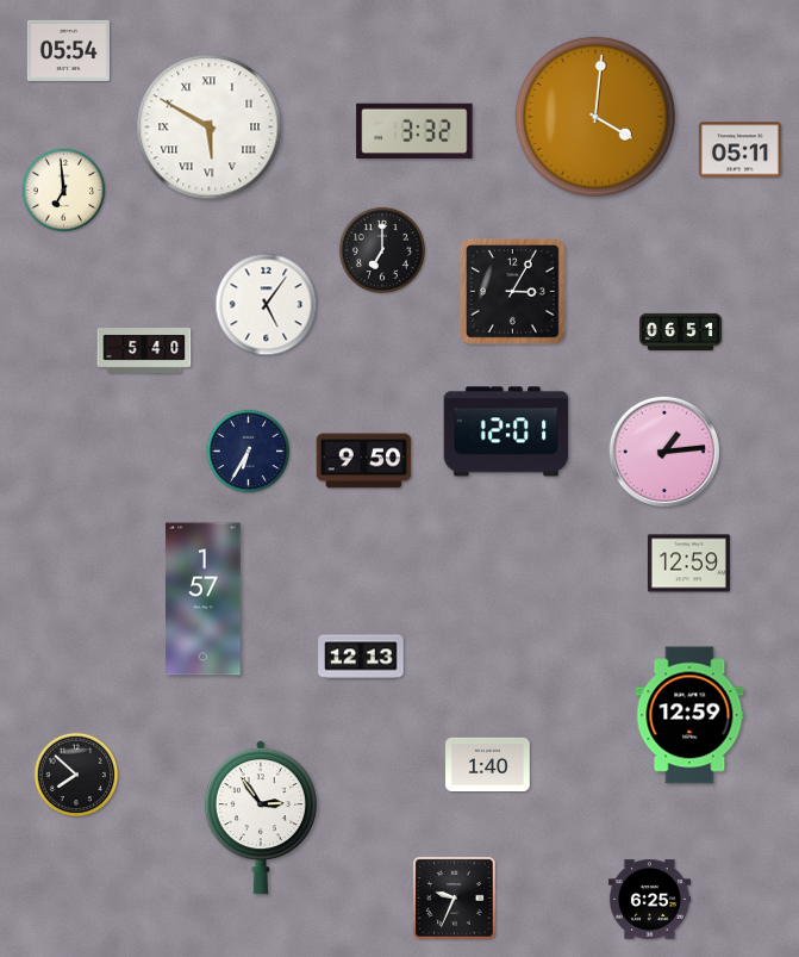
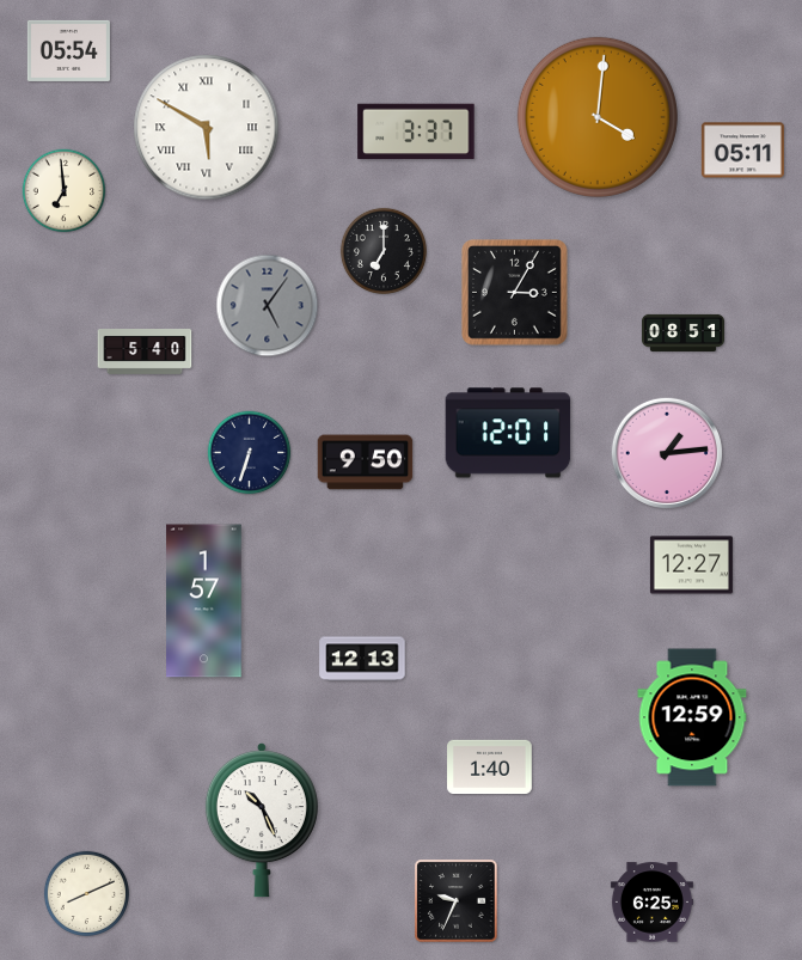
clock at (210, 128) position: (210, 128) -> (207, 128)
clock at (414, 131): 3:32 -> 3:37
clock at (267, 305) dial: white -> grey
clock at (680, 331): 06:51 -> 08:51
clock at (249, 452): 6:35 -> 6:33
clock at (688, 564): 12:59 -> 12:27
clock at (76, 775): 7:52 -> none
clock at (261, 818): 2:54 -> 10:26
clock at (86, 893): none -> 8:11
